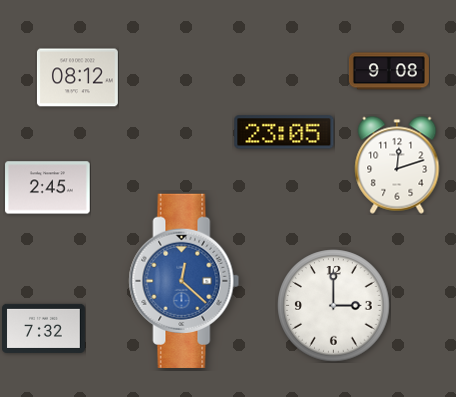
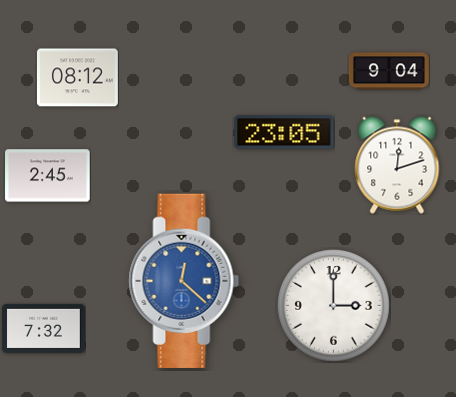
clock at (389, 71): 9:08 -> 9:04
clock at (48, 188) position: (48, 188) -> (48, 176)
